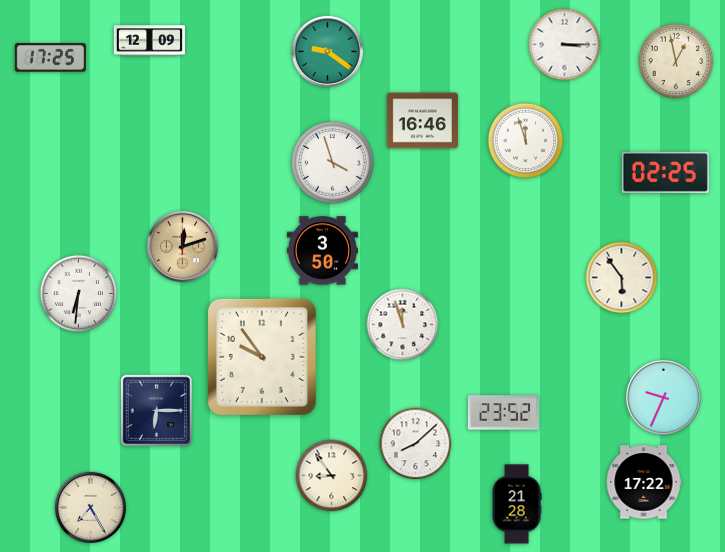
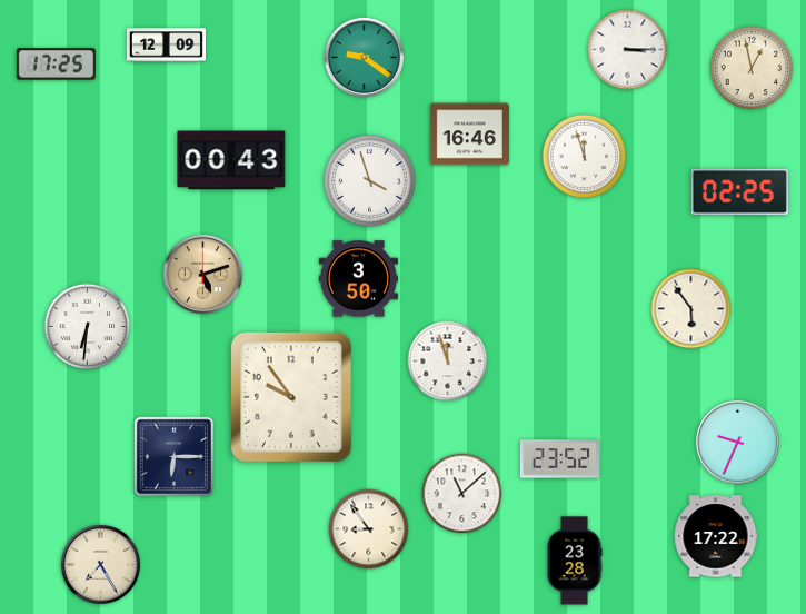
clock at (231, 160): none -> 00:43
clock at (182, 246): 12:12 -> 5:12
clock at (416, 444): 8:08 -> 11:08
clock at (517, 504): 21:28 -> 23:28
